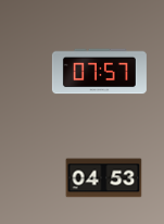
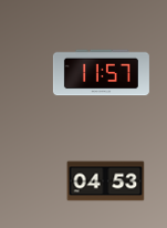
clock at (99, 72): 07:57 -> 11:57
